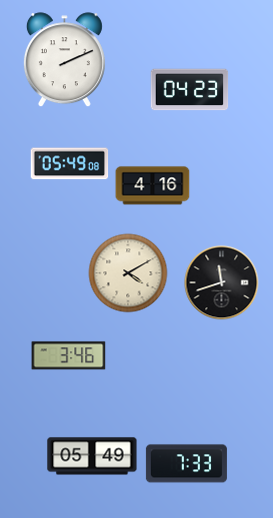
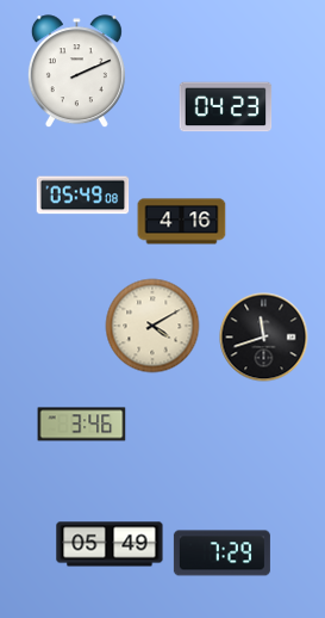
clock at (186, 464): 7:33 -> 7:29
